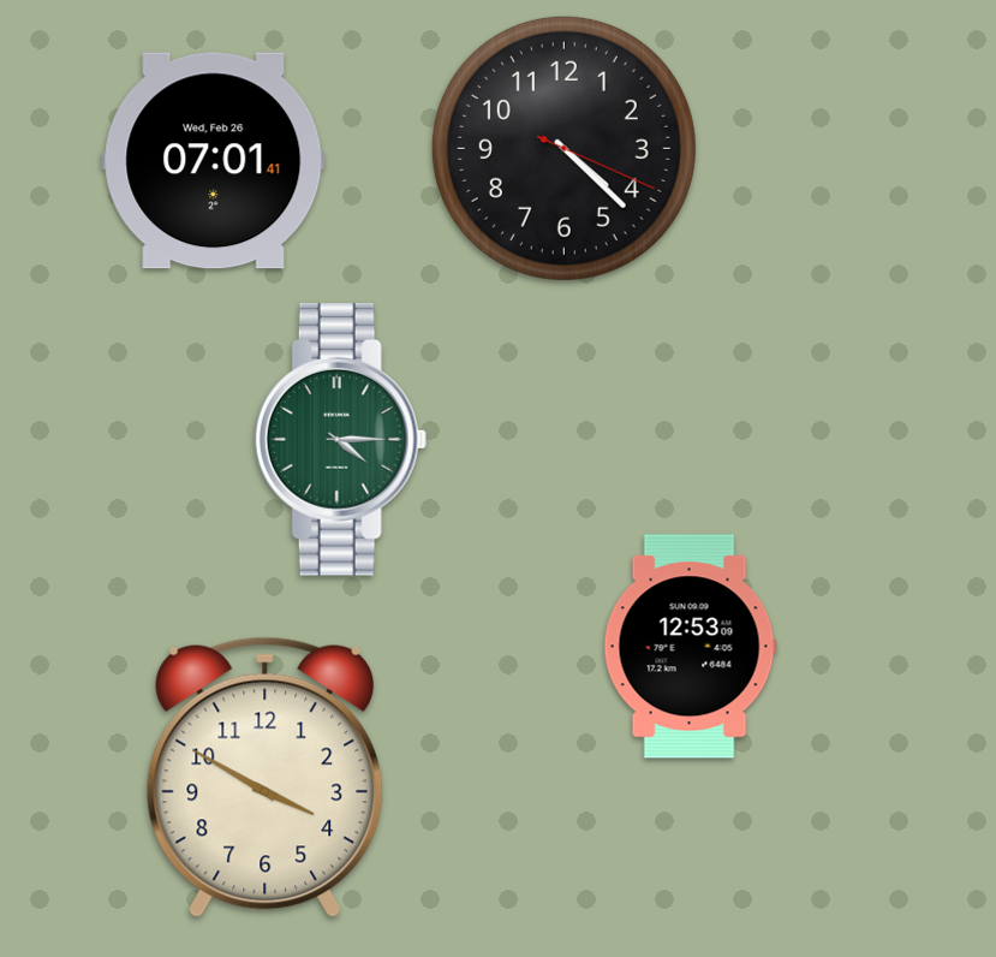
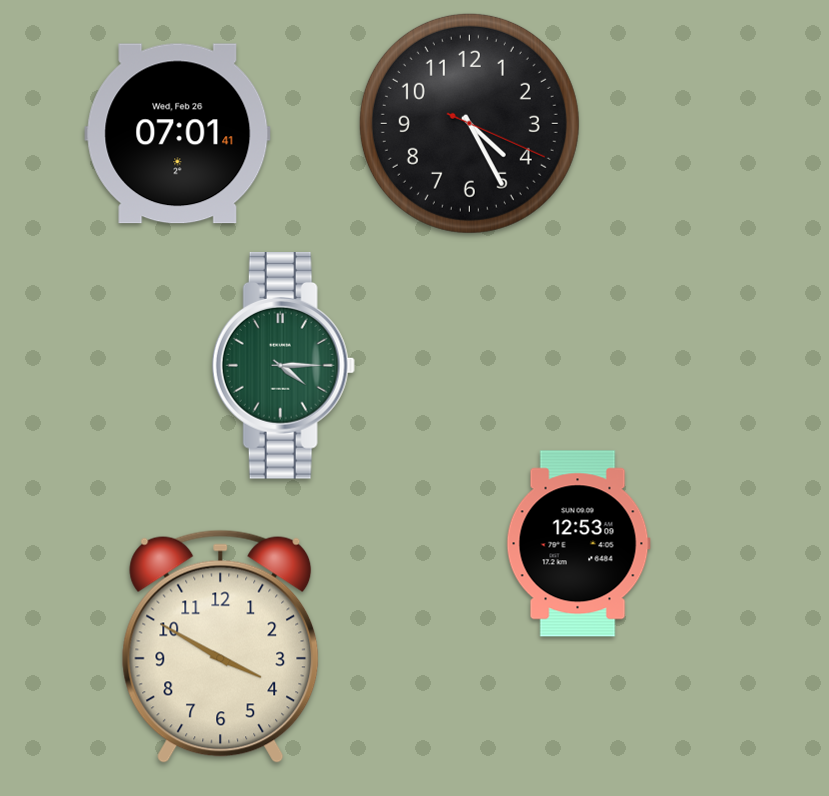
clock at (563, 148): 4:22 -> 4:25
clock at (690, 647) position: (690, 647) -> (578, 544)
